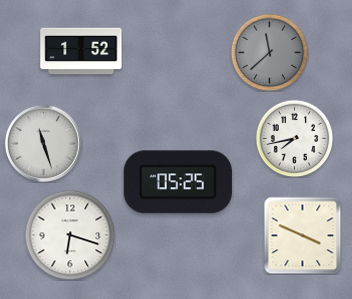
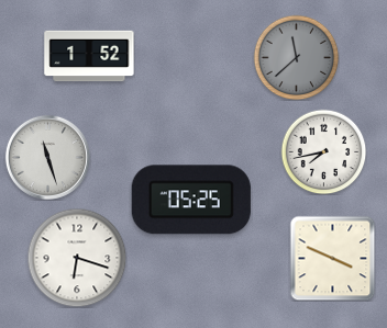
clock at (178, 182) position: (178, 182) -> (191, 200)
